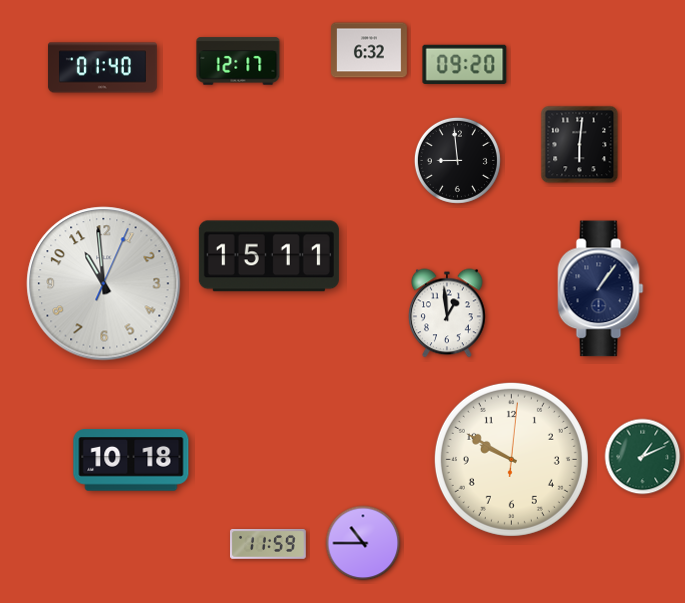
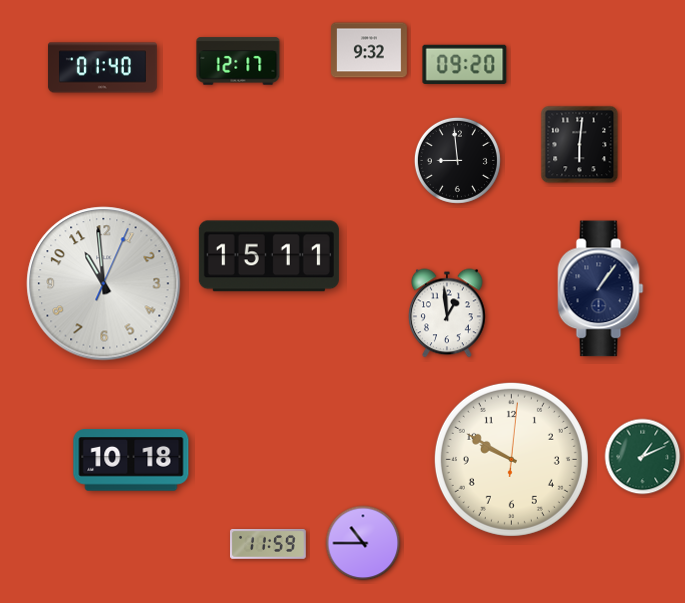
clock at (370, 50): 6:32 -> 9:32
